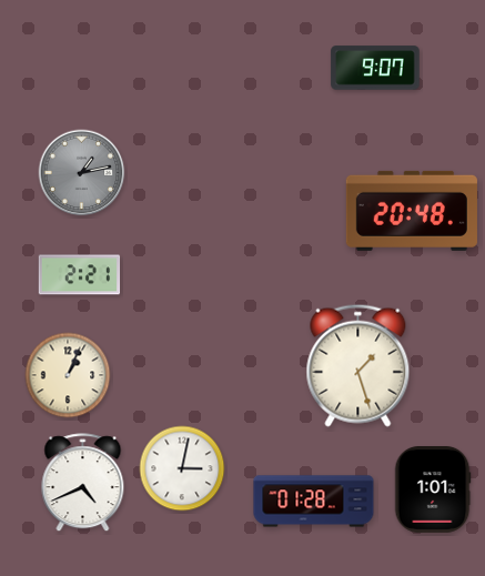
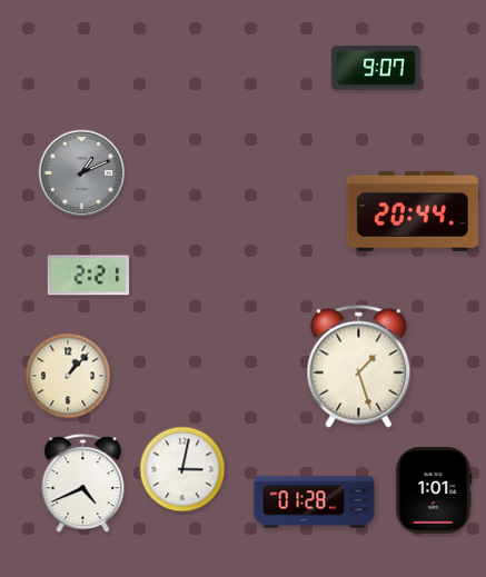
clock at (82, 173): 1:13 -> 1:11
clock at (412, 211): 20:48 -> 20:44
clock at (80, 275) position: (80, 275) -> (89, 276)
clock at (68, 375): 1:04 -> 1:07
